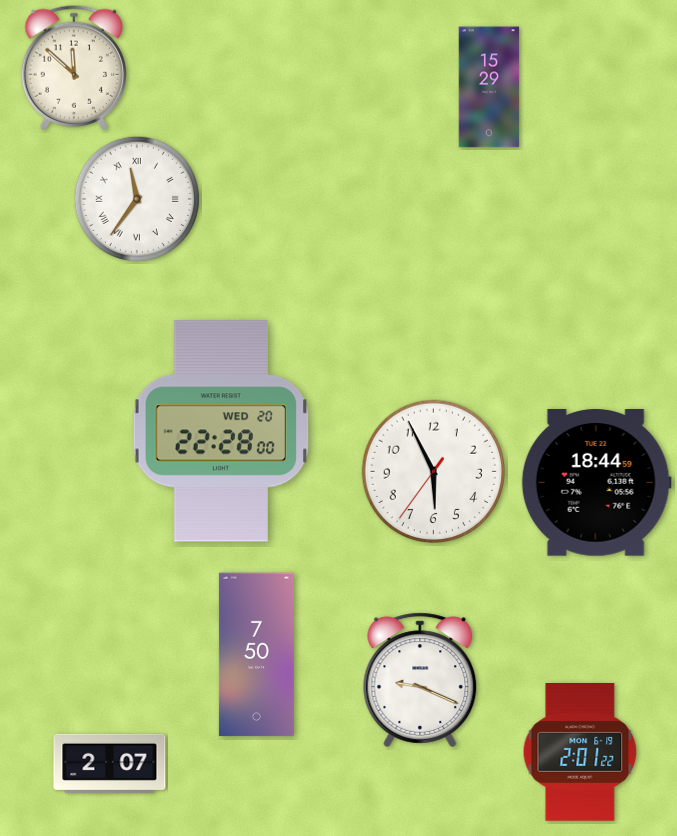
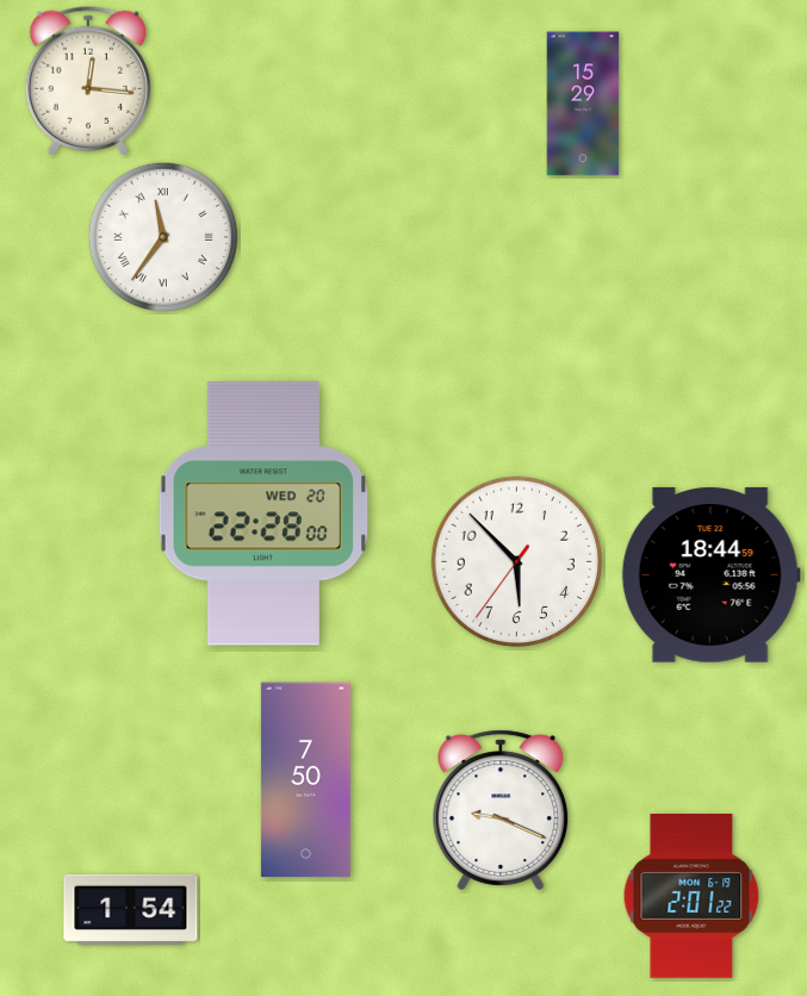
clock at (73, 68): 11:52 -> 12:16
clock at (434, 472): 5:55 -> 5:52
clock at (110, 763): 2:07 -> 1:54
